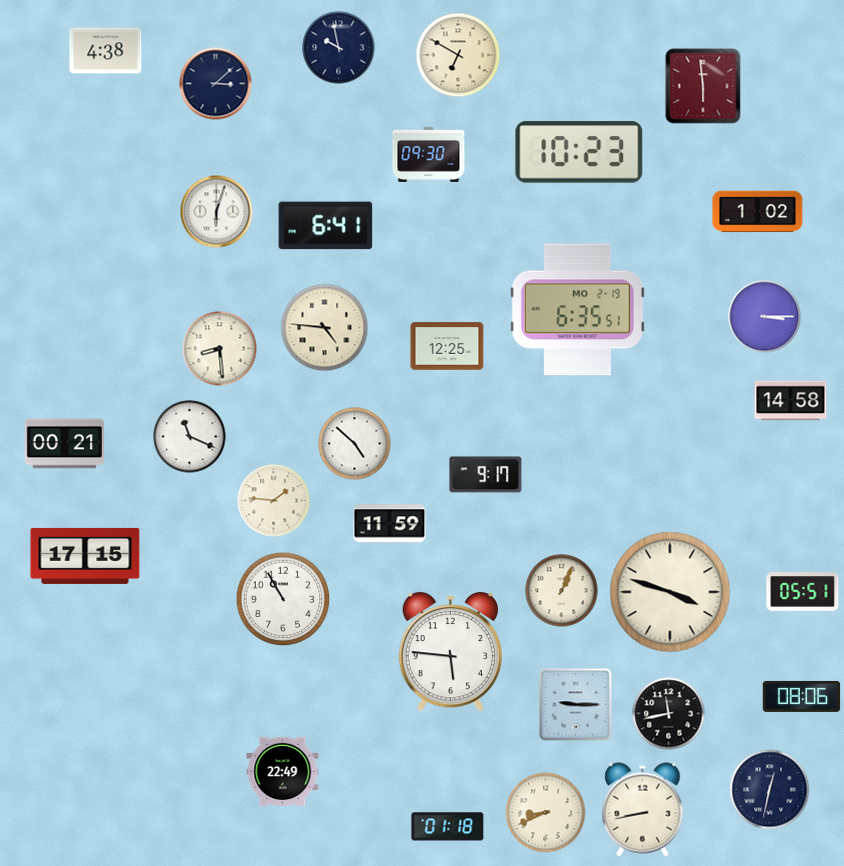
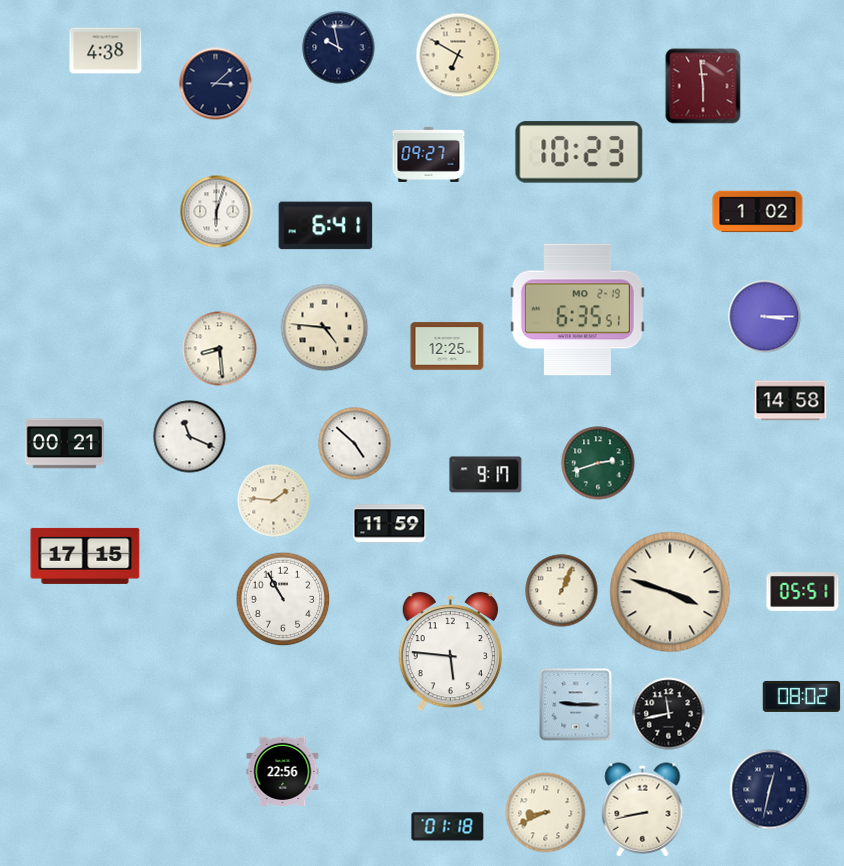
clock at (429, 154): 09:30 -> 09:27
clock at (598, 463): none -> 2:42
clock at (802, 696): 08:06 -> 08:02
clock at (283, 771): 22:49 -> 22:56
